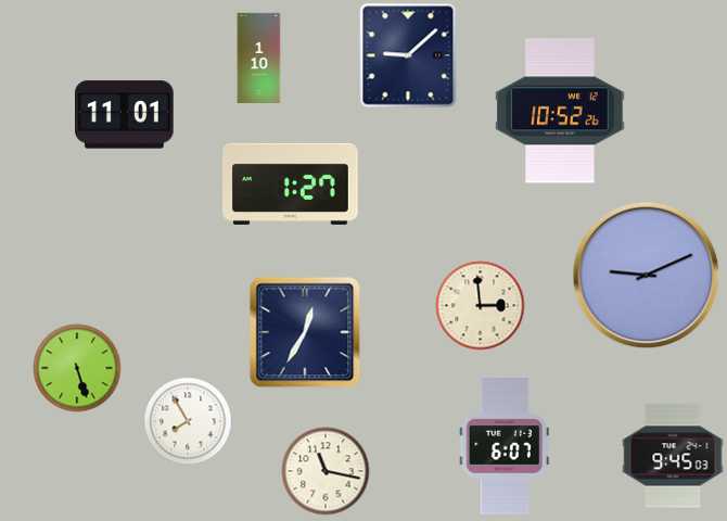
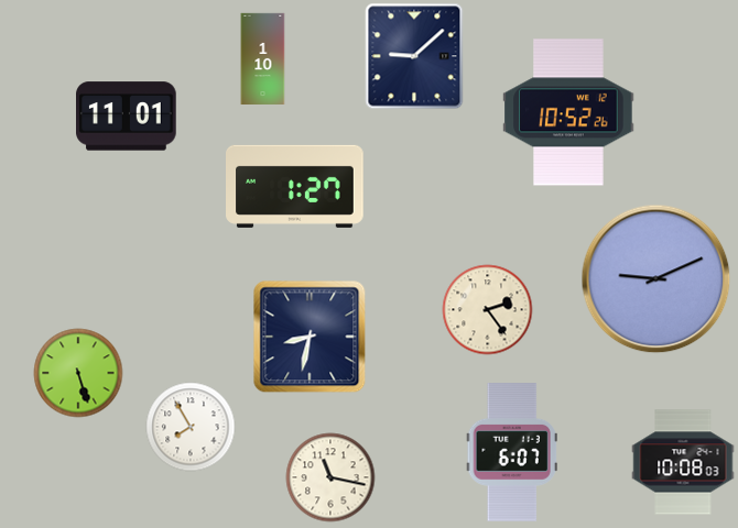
clock at (481, 306): 2:59 -> 2:24
clock at (305, 332): 12:35 -> 8:32
clock at (673, 456): 9:45 -> 10:08
